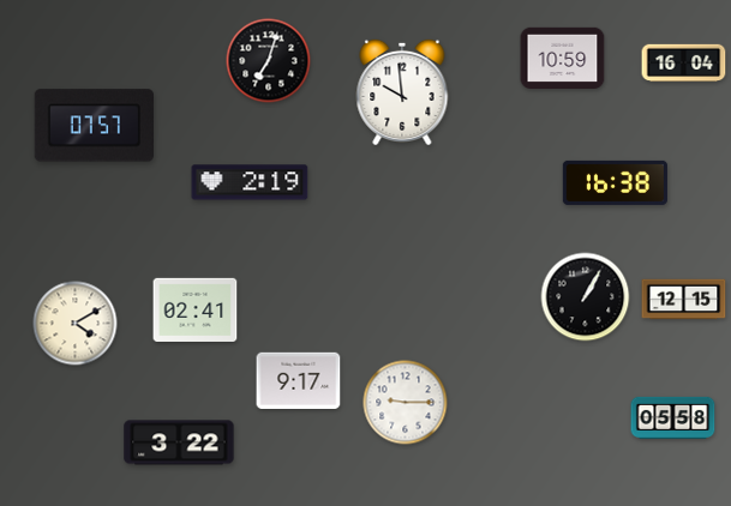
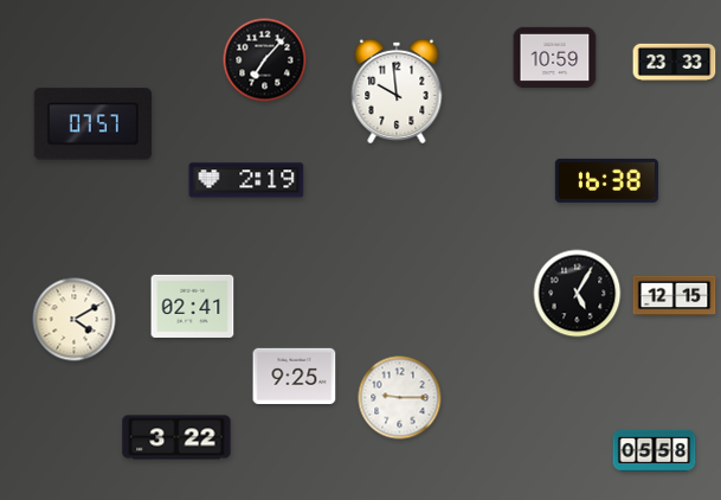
clock at (269, 61): 7:03 -> 7:07
clock at (684, 64): 16:04 -> 23:33
clock at (586, 297): 1:05 -> 5:05
clock at (299, 380): 9:17 -> 9:25
clock at (673, 417) position: (673, 417) -> (655, 450)
